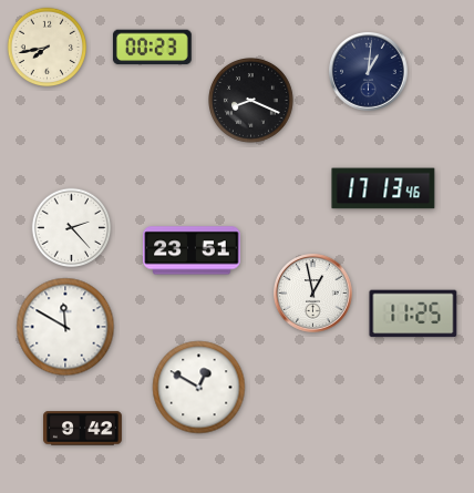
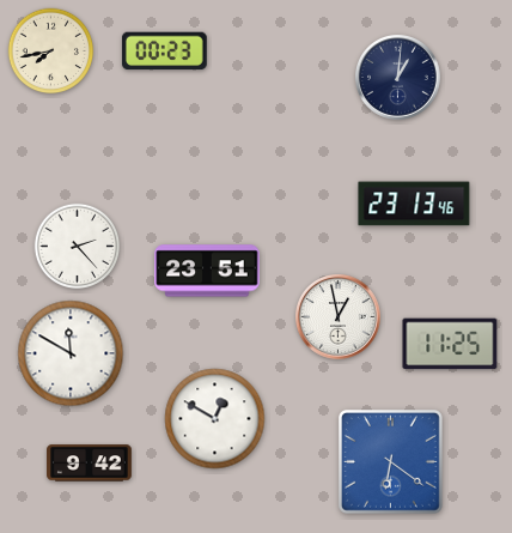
clock at (251, 101): 8:19 -> none
clock at (383, 188): 17:13 -> 23:13
clock at (413, 314) position: (413, 314) -> (450, 344)
clock at (390, 461): none -> 6:21
